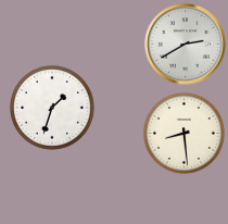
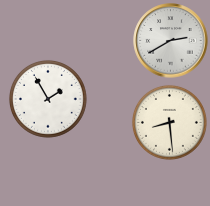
clock at (52, 108): 1:33 -> 1:55
